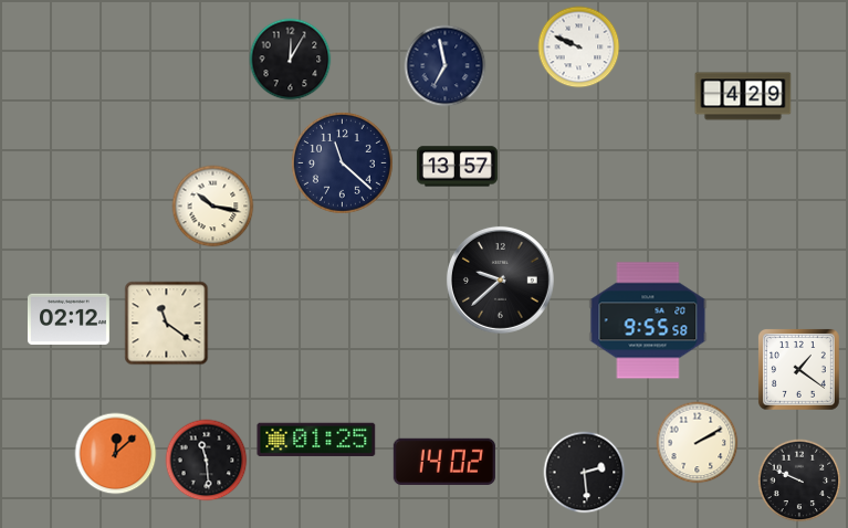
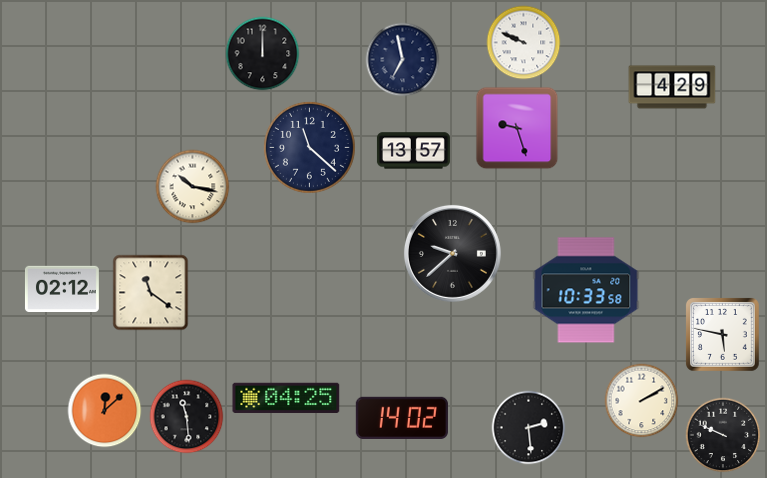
clock at (291, 60): 12:05 -> 12:00
clock at (517, 128): none -> 9:27
clock at (648, 320): 9:55 -> 10:33
clock at (799, 370): 1:21 -> 5:47
clock at (316, 440): 01:25 -> 04:25
clock at (698, 443) position: (698, 443) -> (642, 401)
